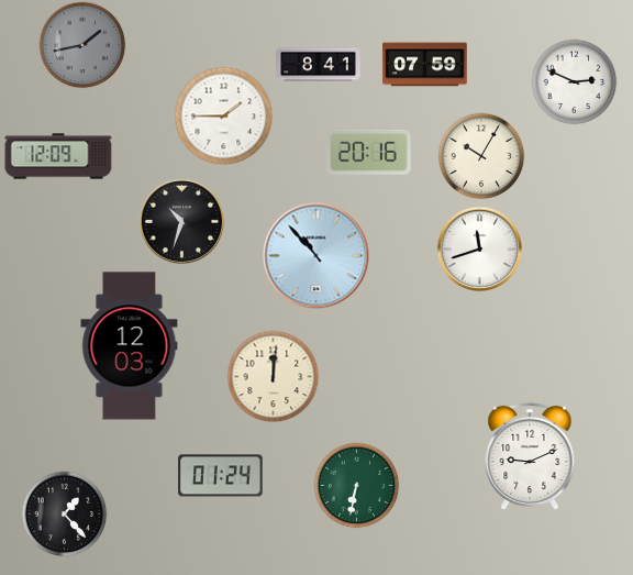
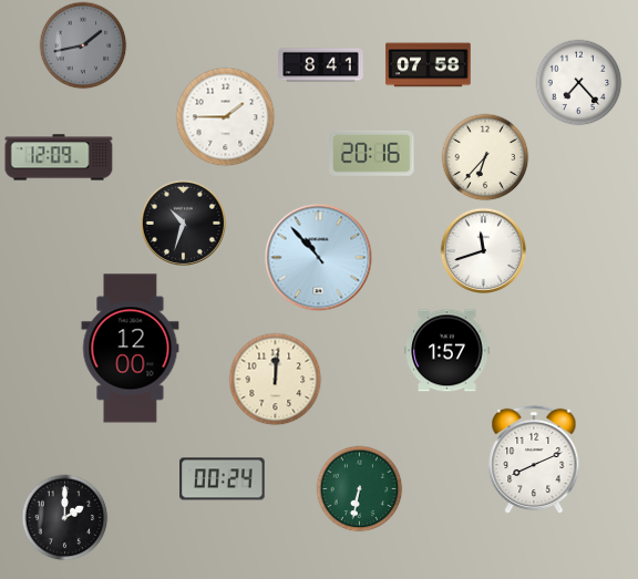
clock at (425, 65): 07:59 -> 07:58
clock at (574, 81): 2:49 -> 7:23
clock at (481, 156): 10:05 -> 6:37
clock at (130, 346): 12:03 -> 12:00
clock at (447, 351): none -> 1:57
clock at (530, 456): 9:11 -> 8:11
clock at (221, 476): 01:24 -> 00:24
clock at (64, 513): 1:23 -> 2:00
